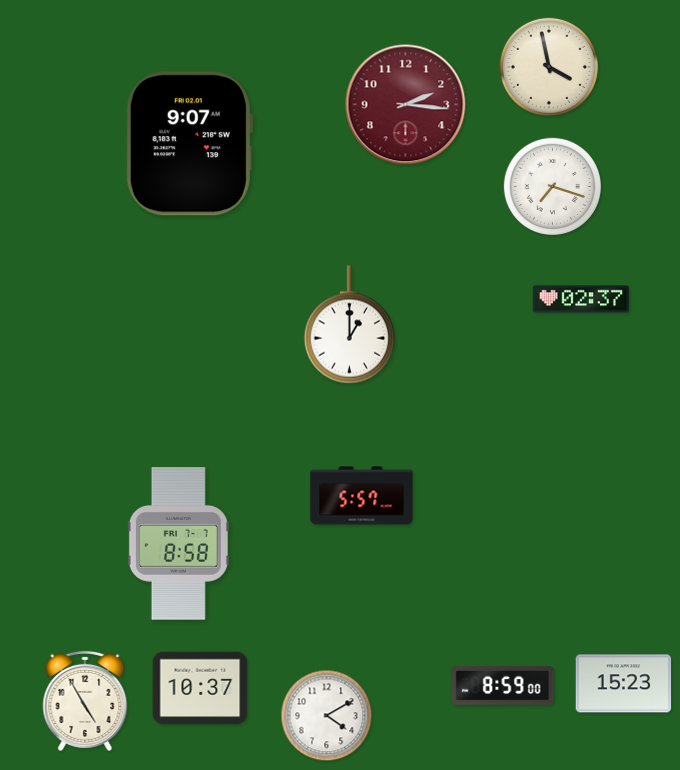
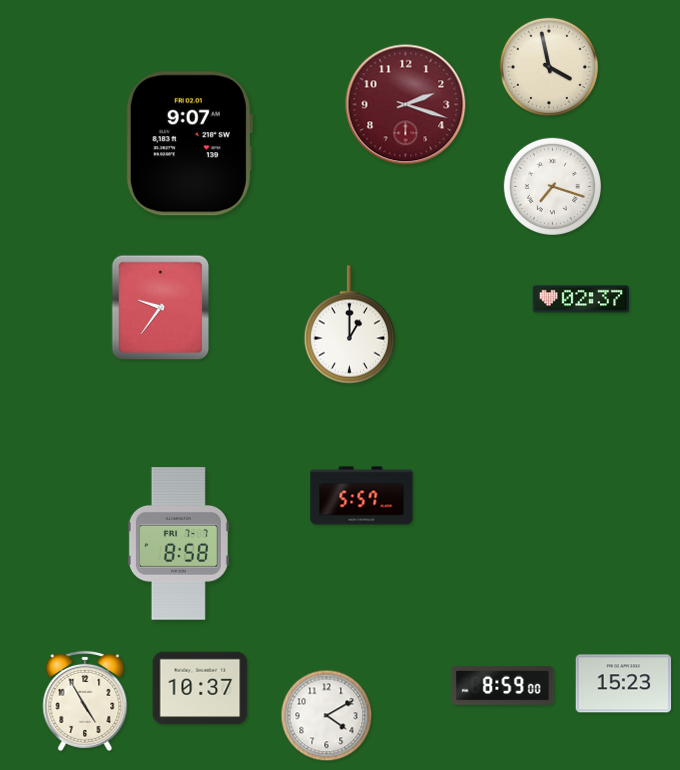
clock at (406, 105): 2:16 -> 2:18
clock at (161, 308): none -> 9:36
